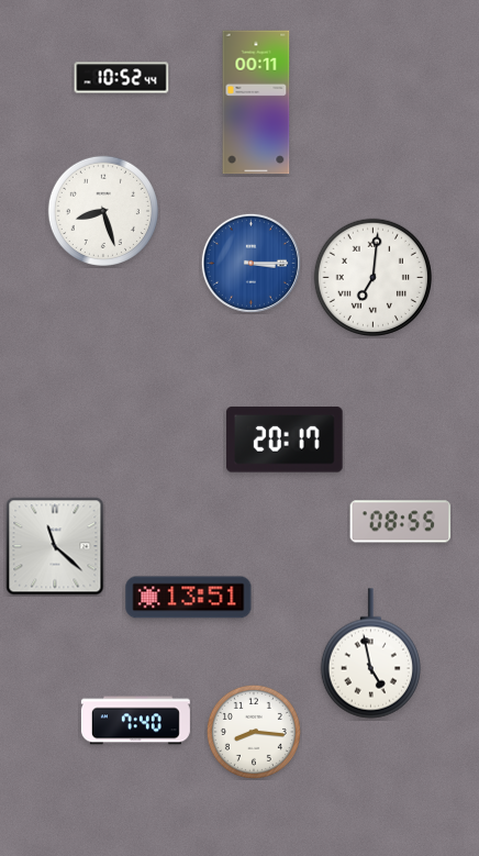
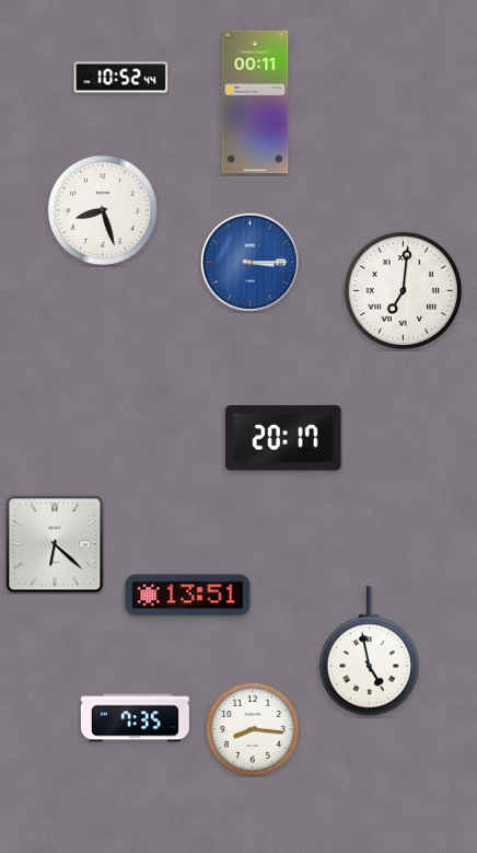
clock at (372, 277) position: (372, 277) -> (403, 290)
clock at (401, 522): 08:55 -> none
clock at (55, 546): 11:22 -> 6:22
clock at (135, 721): 7:40 -> 7:35
